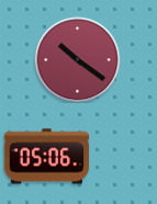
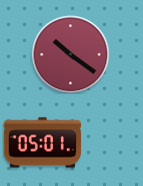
clock at (46, 157): 05:06 -> 05:01
